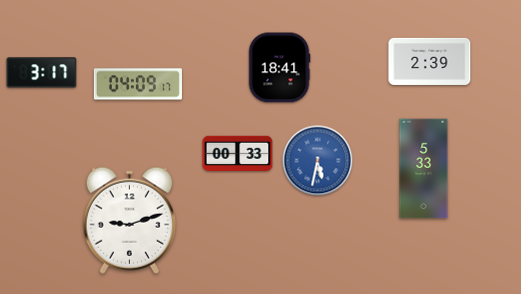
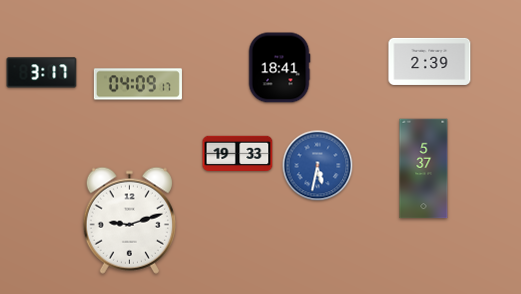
clock at (238, 154): 00:33 -> 19:33
clock at (318, 161) position: (318, 161) -> (318, 166)
clock at (424, 169): 5:33 -> 5:37
